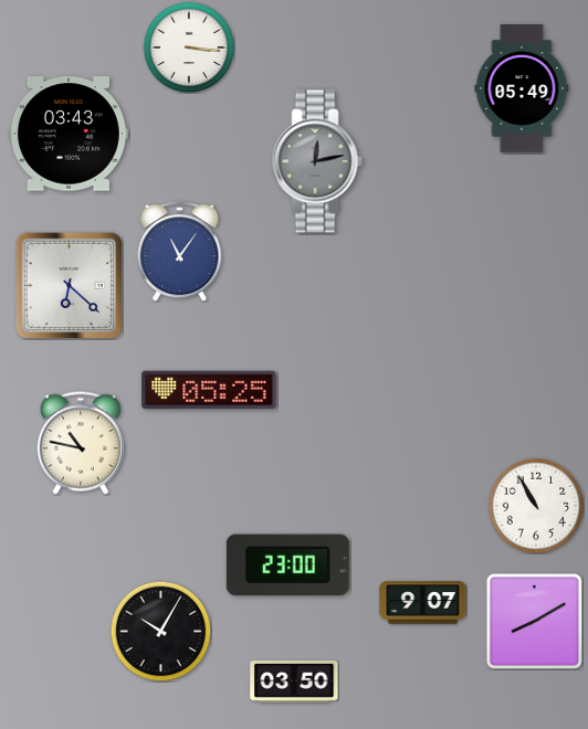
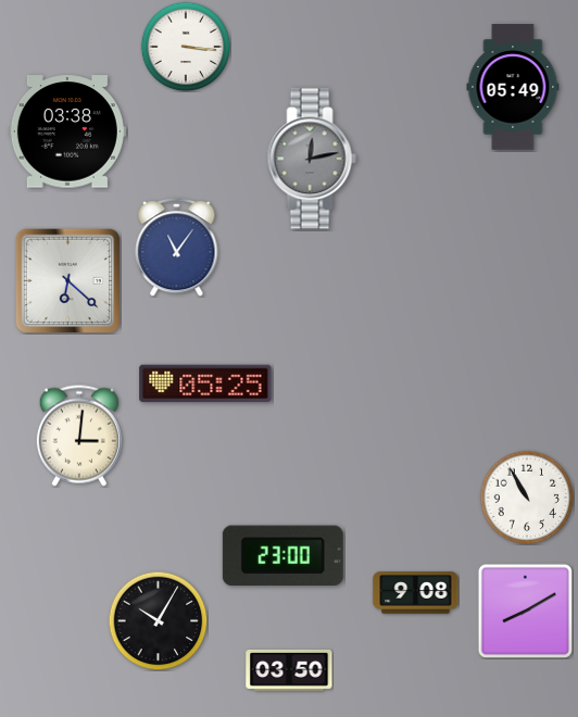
clock at (69, 134): 03:43 -> 03:38
clock at (81, 443): 10:47 -> 3:01
clock at (423, 603): 9:07 -> 9:08
